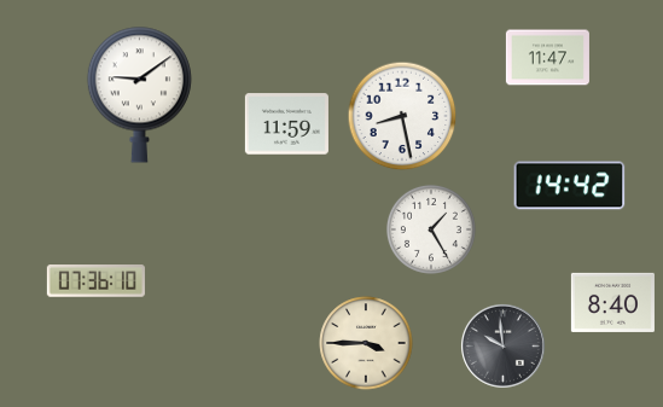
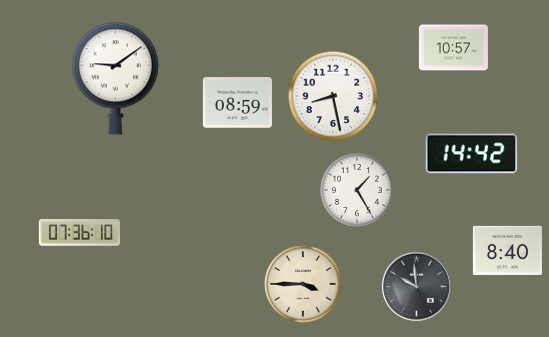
clock at (547, 58): 11:47 -> 10:57
clock at (286, 124): 11:59 -> 08:59
